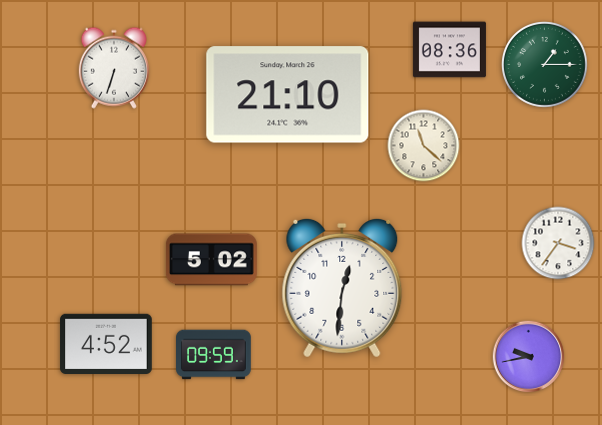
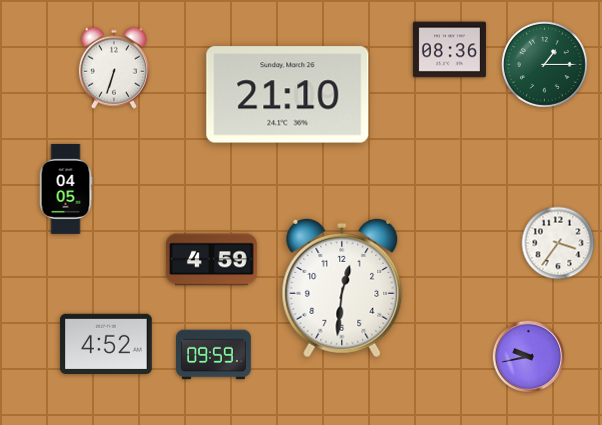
clock at (424, 146): 11:22 -> none
clock at (66, 189): none -> 04:05
clock at (211, 260): 5:02 -> 4:59
